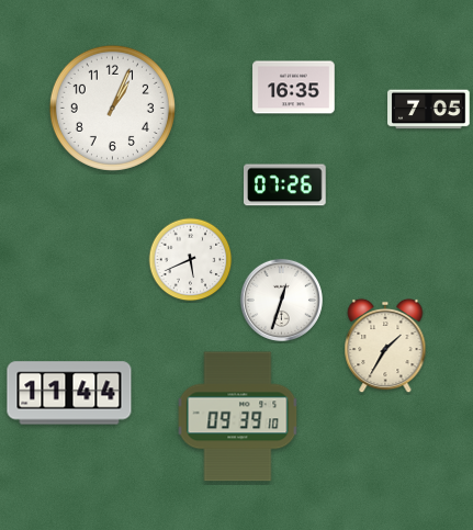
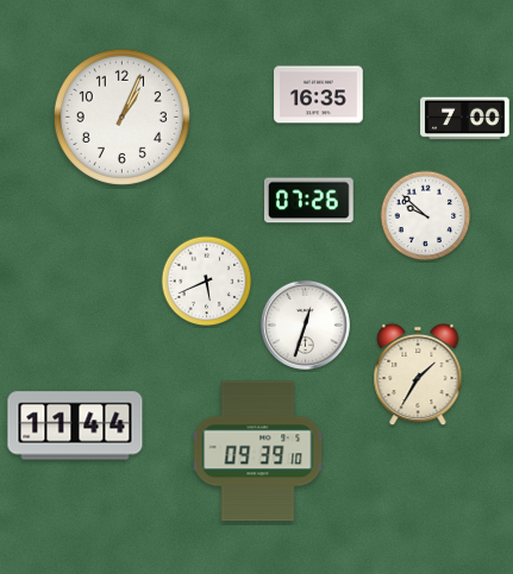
clock at (429, 110): 7:05 -> 7:00
clock at (426, 216): none -> 9:52
